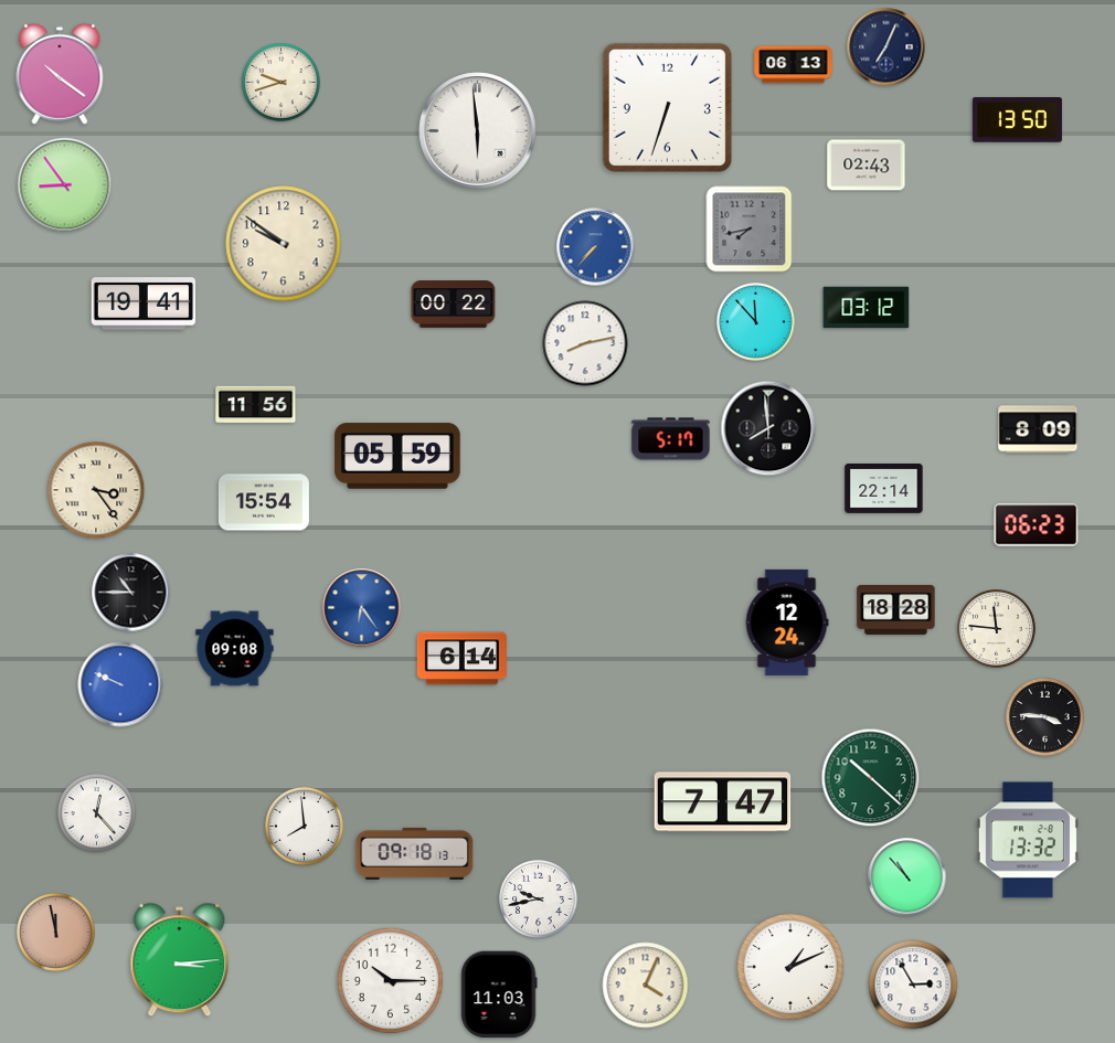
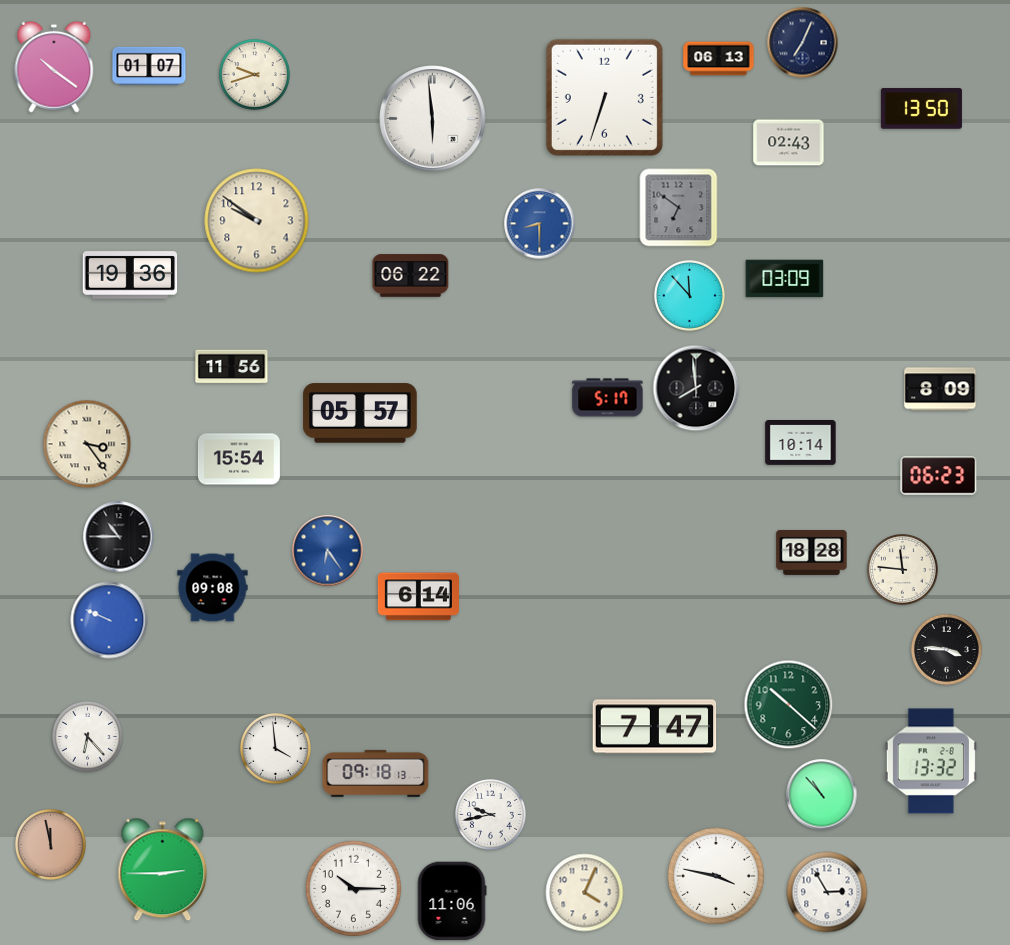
clock at (149, 66): none -> 01:07
clock at (867, 166) position: (867, 166) -> (789, 143)
clock at (65, 185): 8:54 -> none
clock at (750, 230): 7:43 -> 6:51
clock at (596, 247): 7:37 -> 8:30
clock at (144, 304): 19:41 -> 19:36
clock at (454, 305): 00:22 -> 06:22
clock at (867, 308): 03:12 -> 03:09
clock at (756, 322) position: (756, 322) -> (690, 296)
clock at (585, 343): 8:13 -> none
clock at (397, 456): 05:59 -> 05:57
clock at (884, 489): 22:14 -> 10:14
clock at (264, 502) position: (264, 502) -> (239, 459)
clock at (787, 622): 12:24 -> none
clock at (97, 813): 12:23 -> 6:23
clock at (305, 827): 7:59 -> 3:59
clock at (539, 900) position: (539, 900) -> (491, 815)
clock at (180, 960): 3:14 -> 2:45
clock at (790, 967): 1:11 -> 3:47
clock at (499, 994): 11:03 -> 11:06
